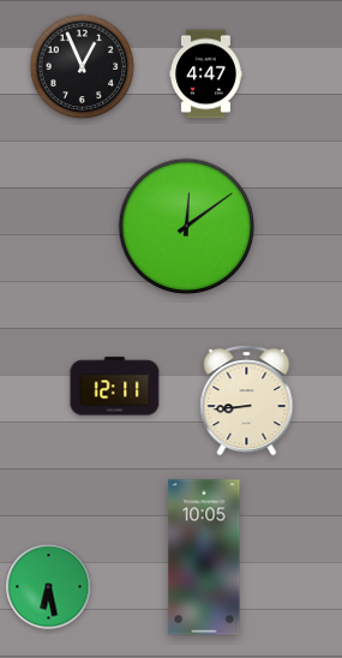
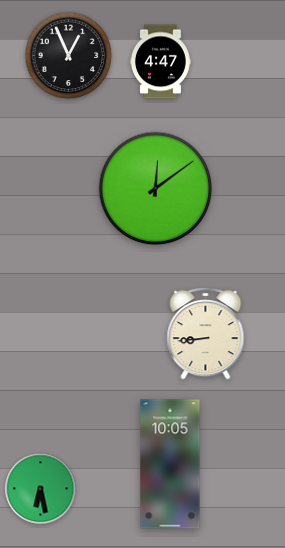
clock at (206, 74) position: (206, 74) -> (161, 62)
clock at (115, 387): 12:11 -> none
